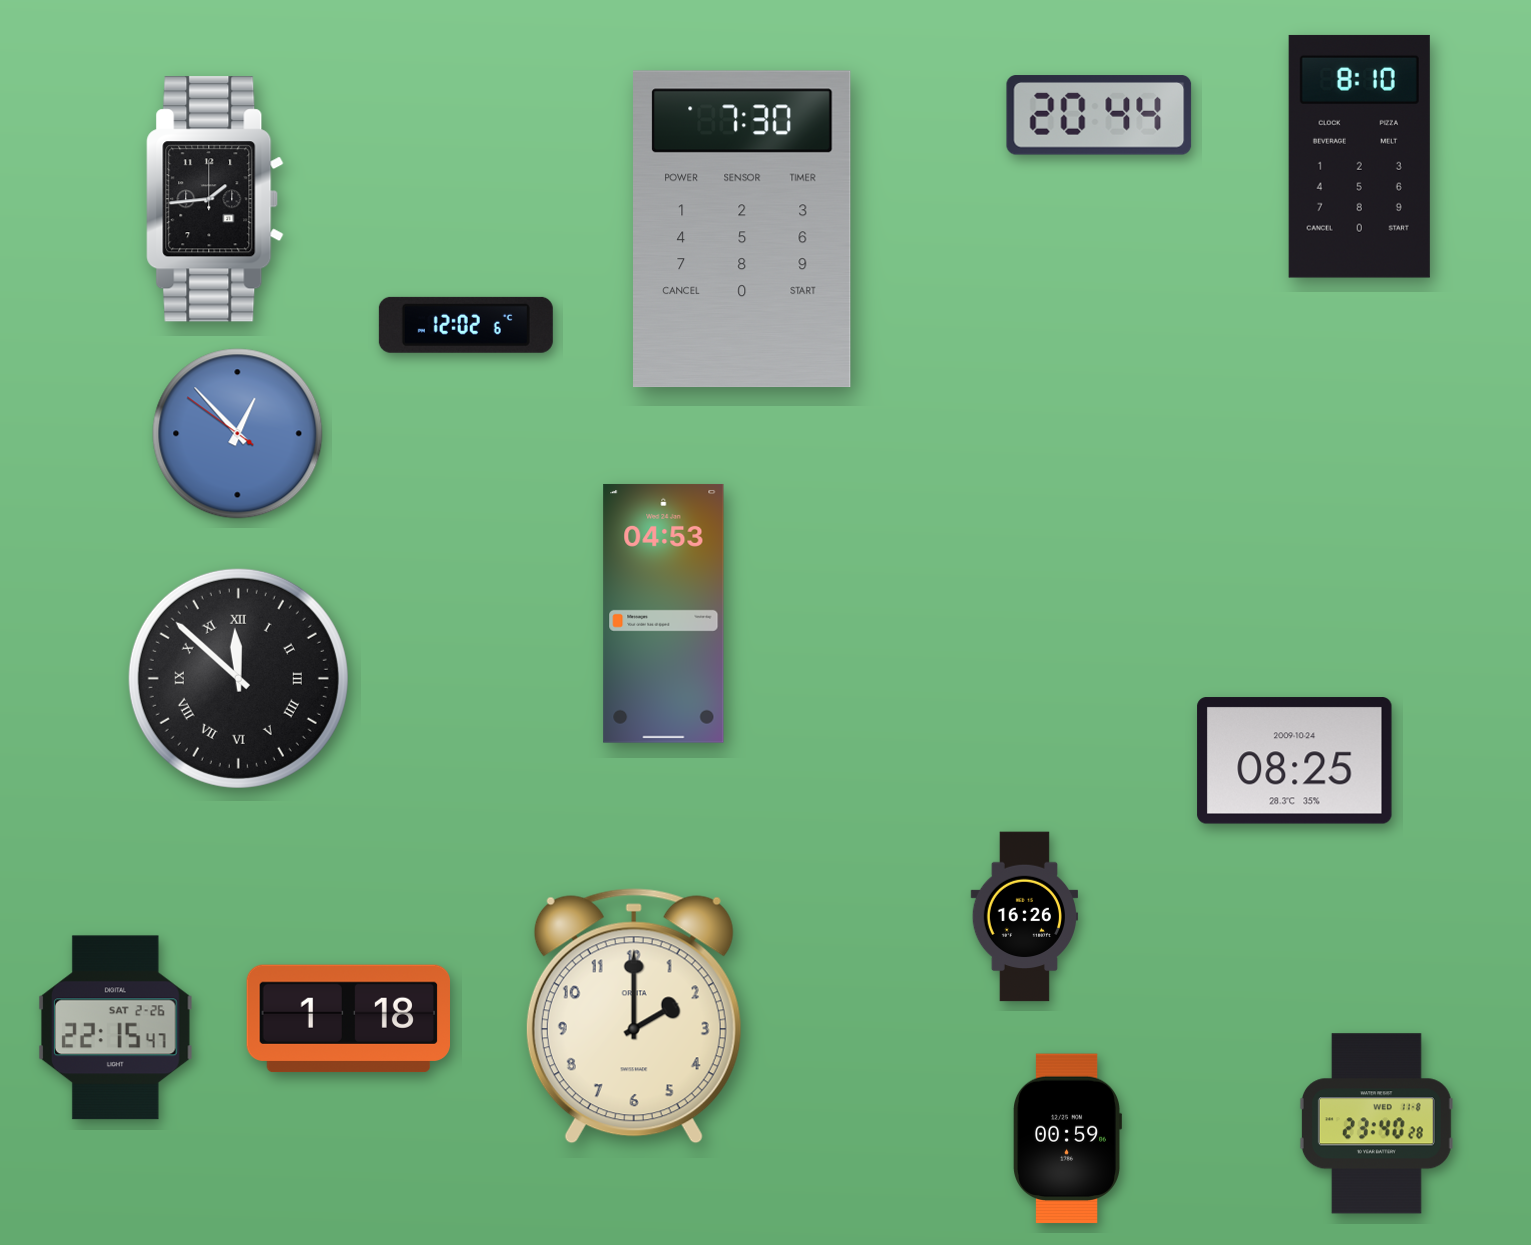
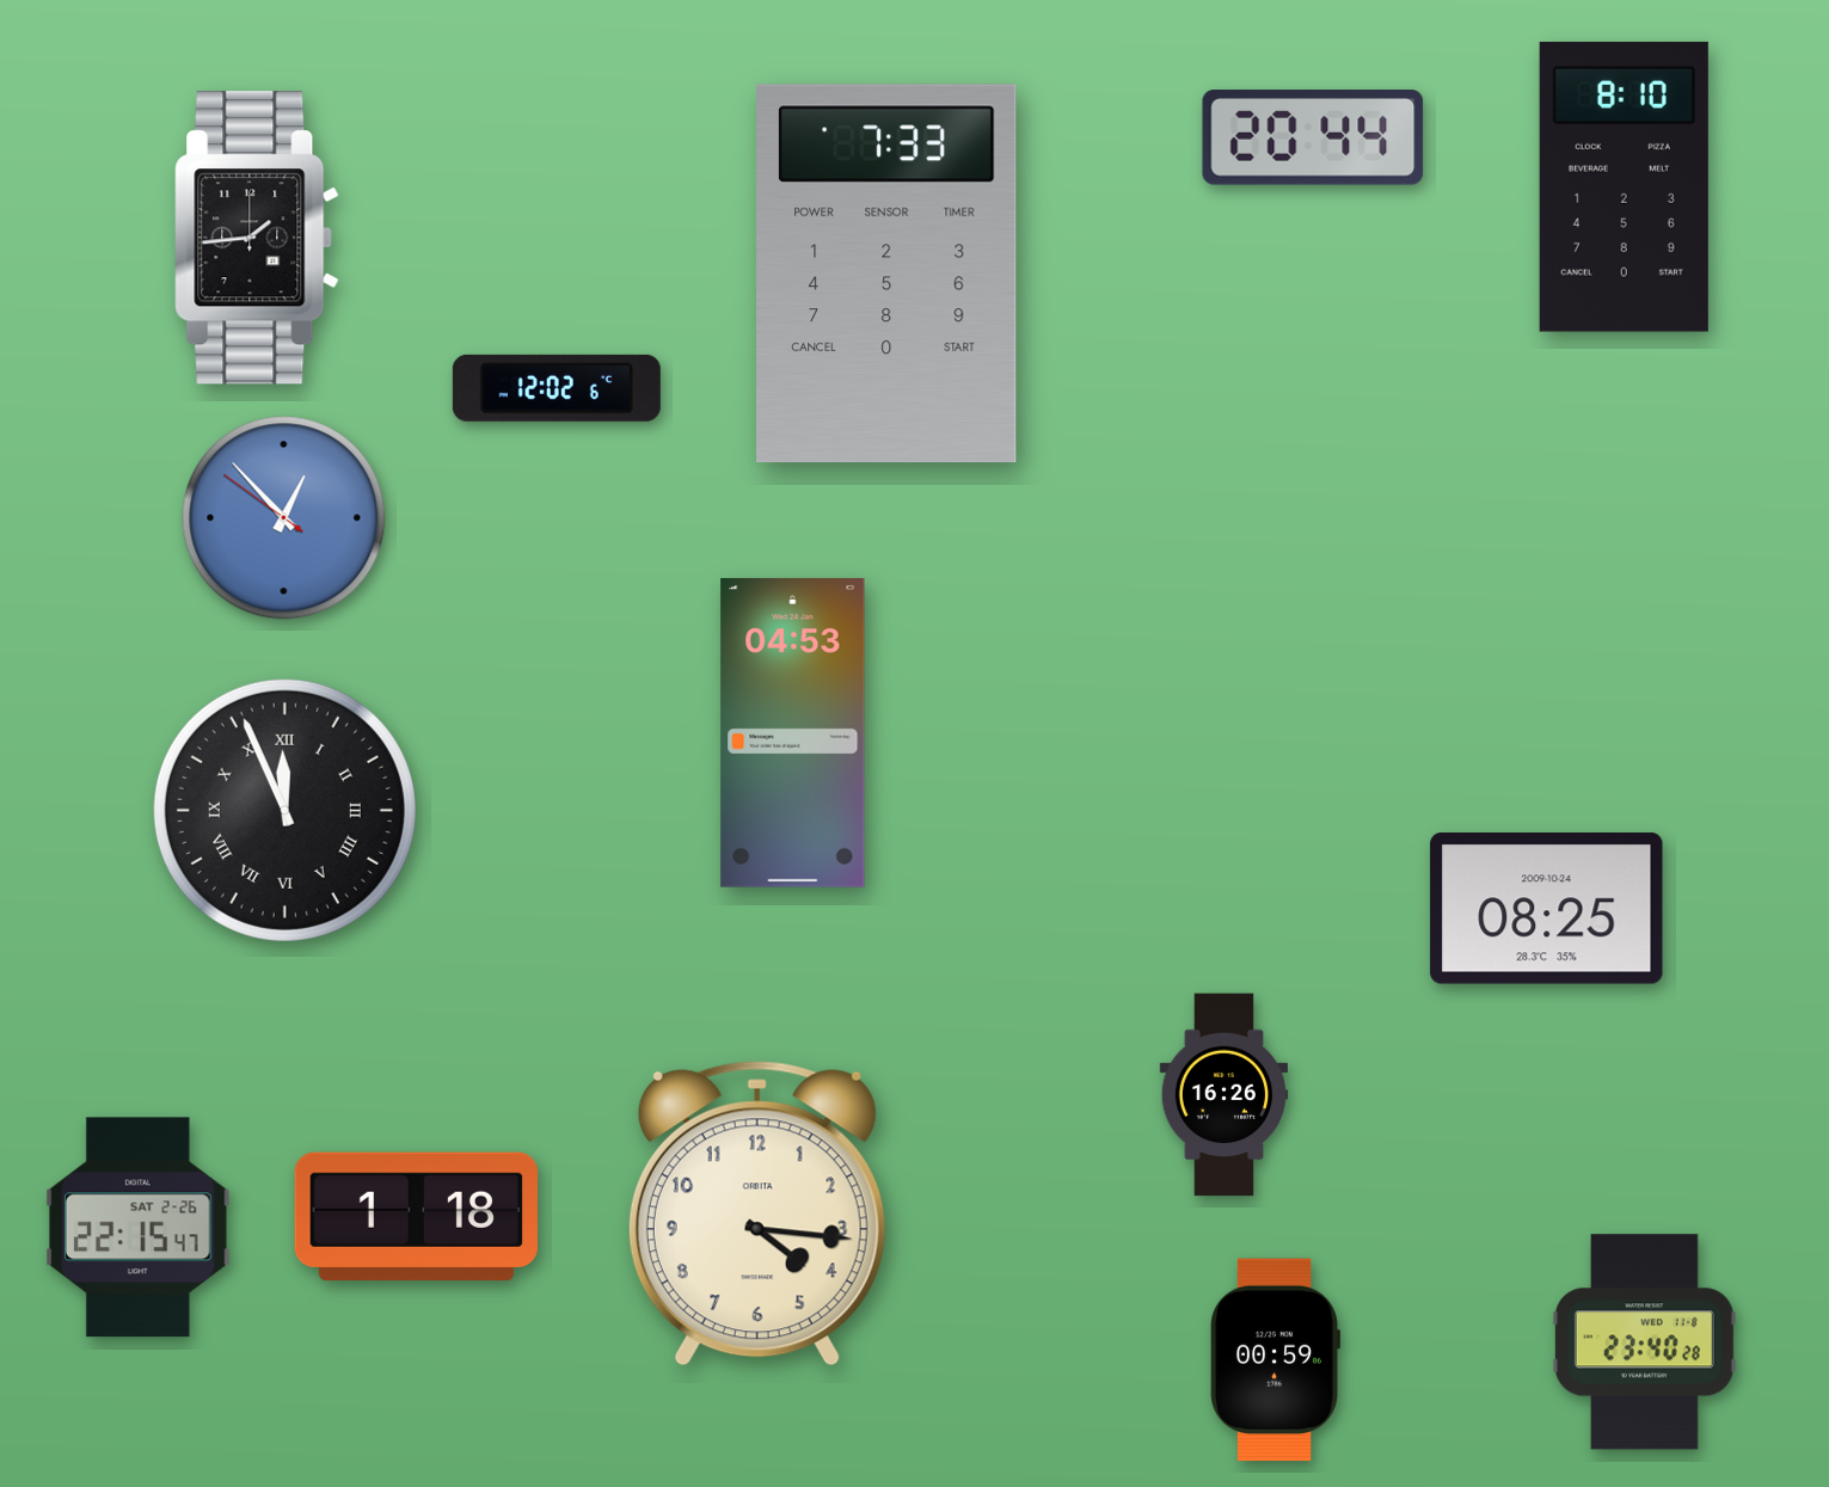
clock at (743, 229): 7:30 -> 7:33
clock at (238, 678): 11:52 -> 11:56
clock at (634, 1016): 2:00 -> 4:16
